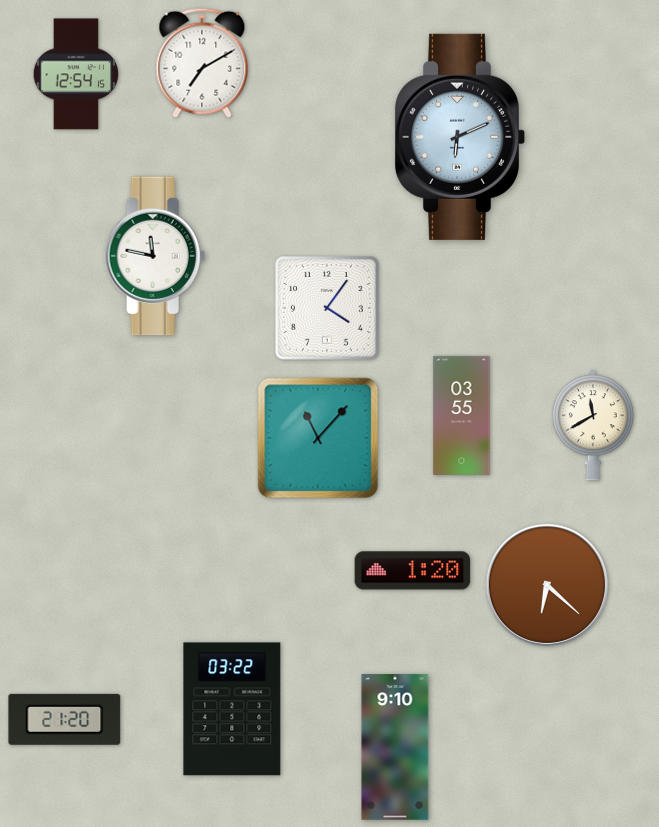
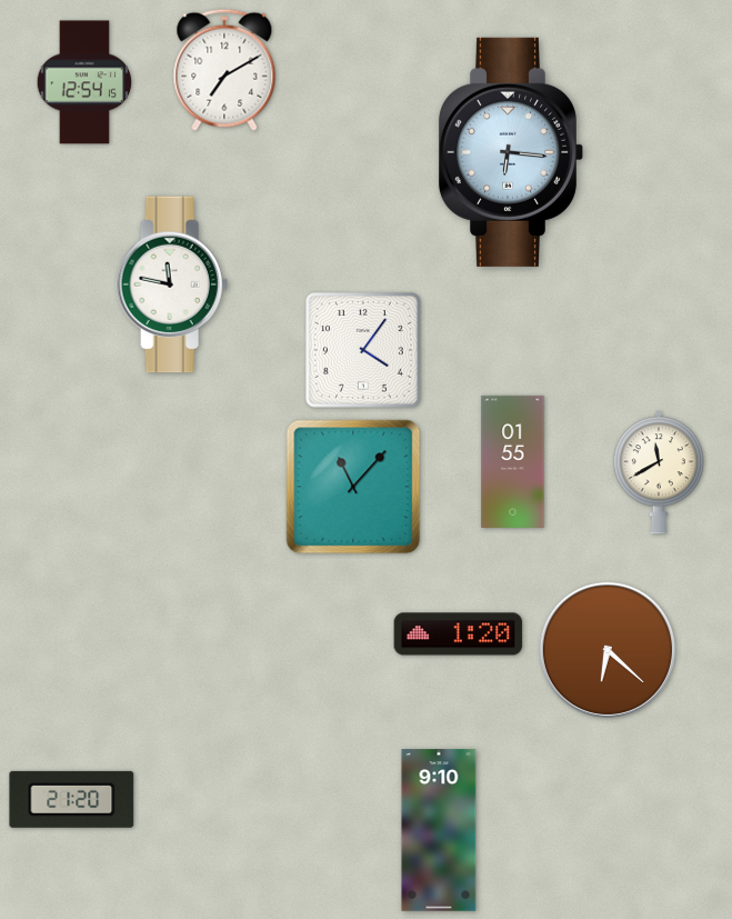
clock at (459, 137): 6:11 -> 6:16
clock at (327, 308) position: (327, 308) -> (363, 350)
clock at (462, 415): 03:55 -> 01:55
clock at (232, 709): 03:22 -> none
